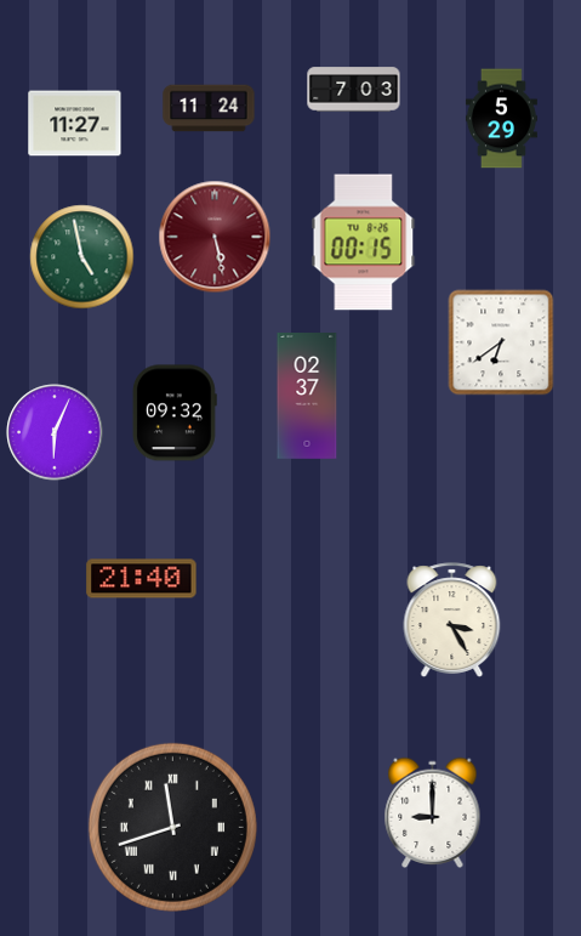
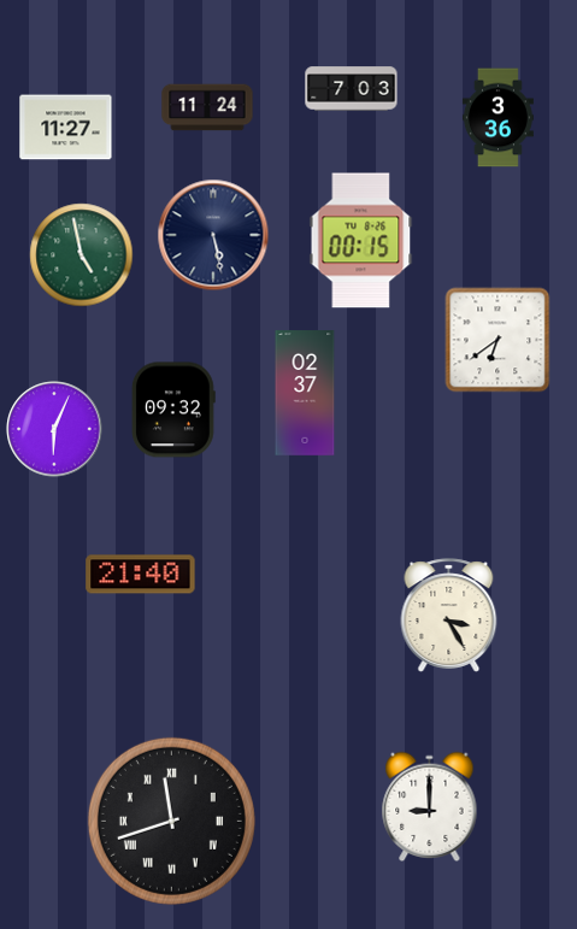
clock at (501, 119): 5:29 -> 3:36
clock at (75, 124) position: (75, 124) -> (66, 128)
clock at (215, 237) dial: burgundy -> navy
